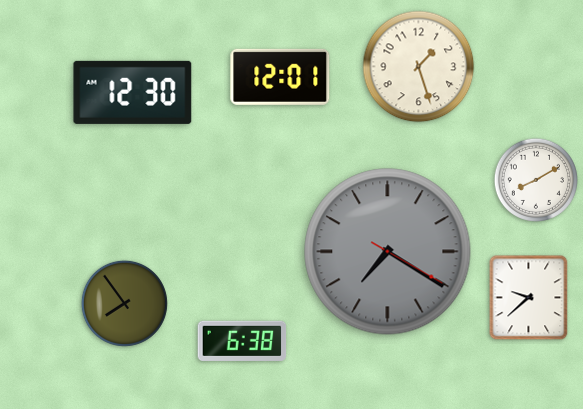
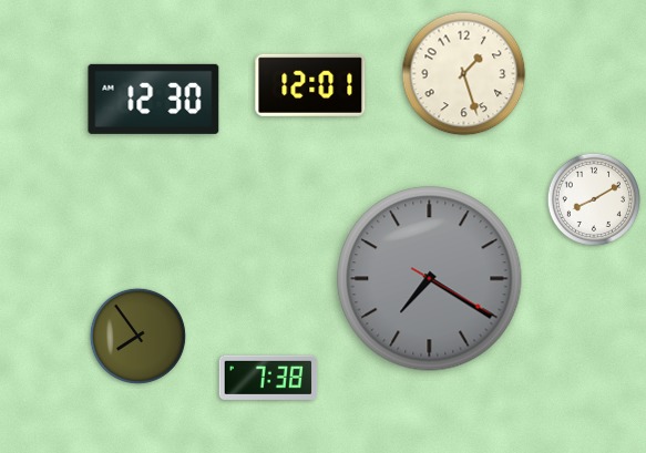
clock at (133, 92) position: (133, 92) -> (154, 99)
clock at (529, 298): 9:38 -> none
clock at (242, 341): 6:38 -> 7:38
